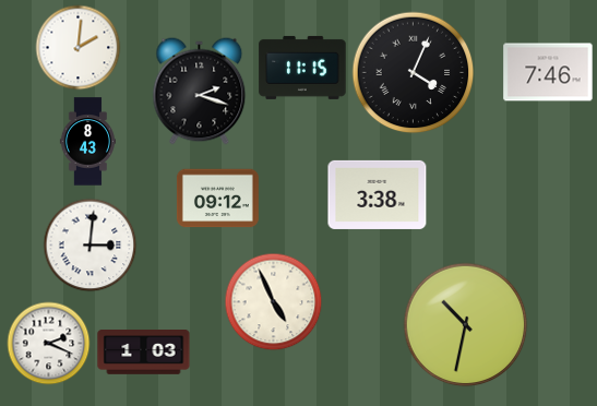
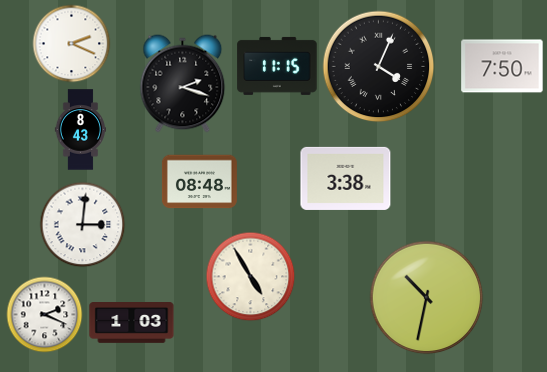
clock at (79, 48): 2:01 -> 2:19
clock at (302, 68) position: (302, 68) -> (277, 66)
clock at (548, 72): 7:46 -> 7:50
clock at (217, 199): 09:12 -> 08:48
clock at (274, 302): 4:56 -> 4:55
